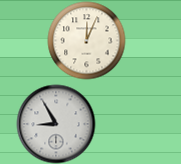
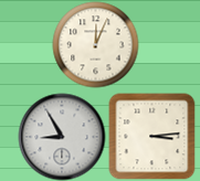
clock at (151, 136): none -> 3:14
